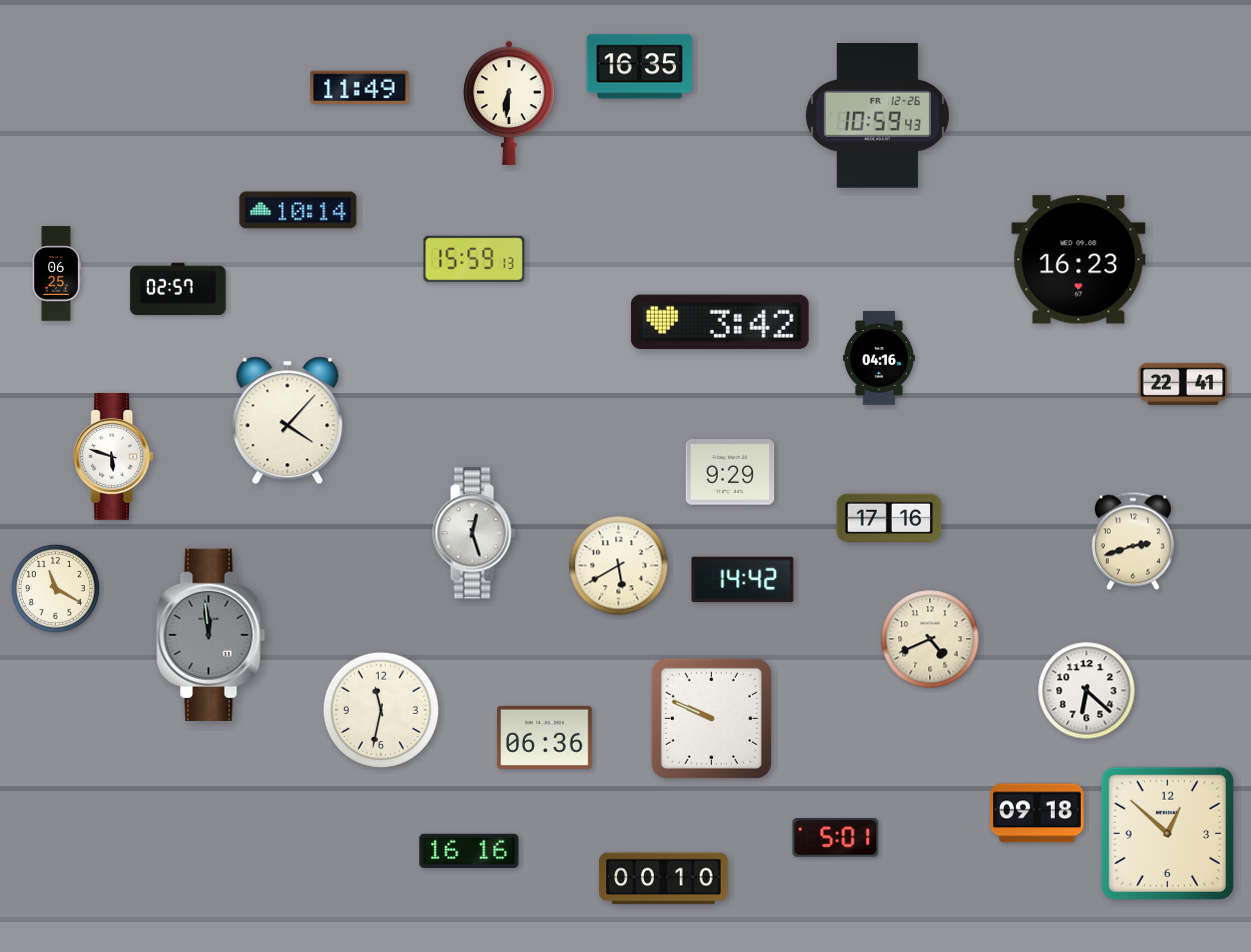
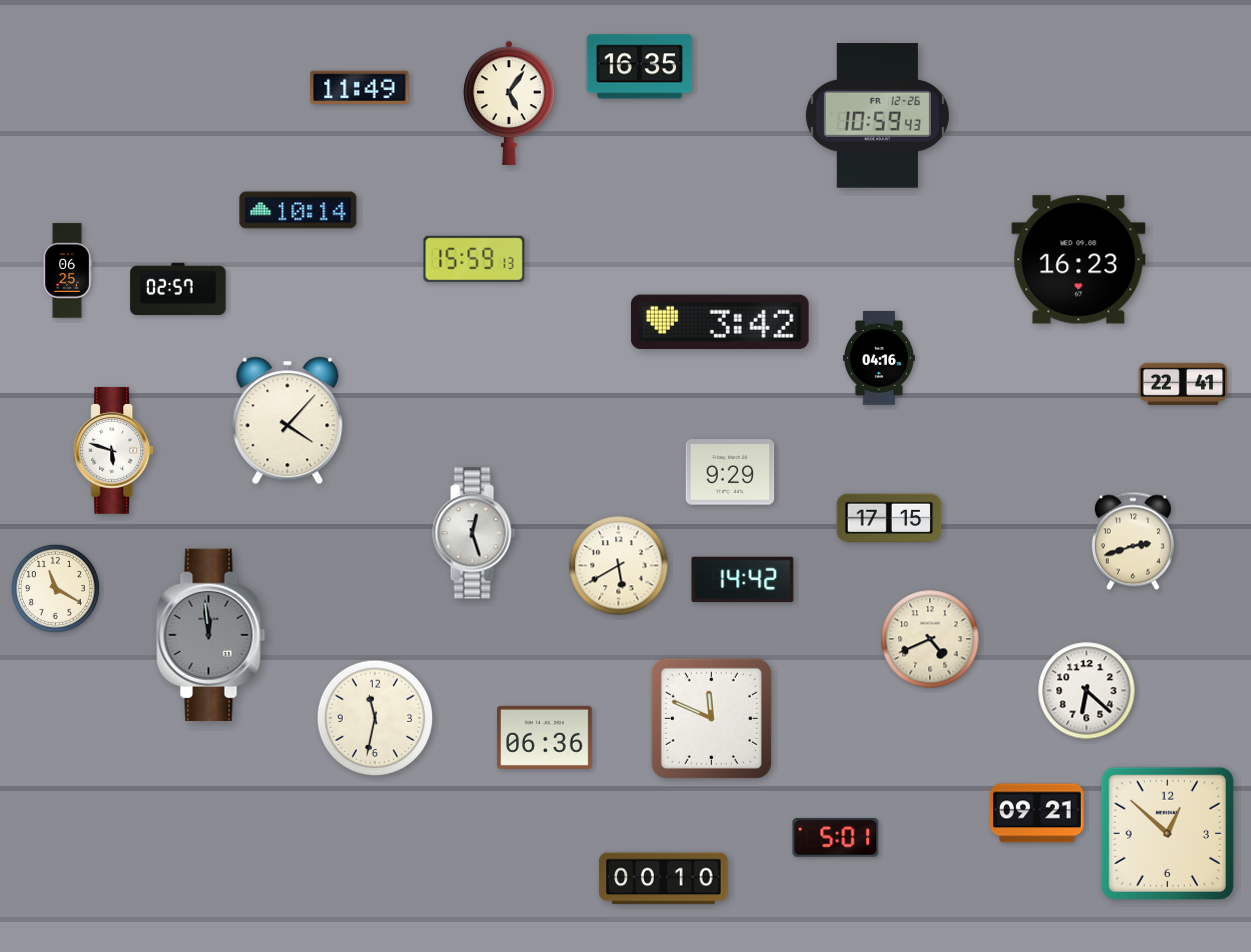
clock at (509, 103): 6:31 -> 5:06
clock at (56, 274) position: (56, 274) -> (67, 271)
clock at (114, 456) position: (114, 456) -> (114, 450)
clock at (889, 518): 17:16 -> 17:15
clock at (381, 710) position: (381, 710) -> (375, 718)
clock at (711, 718): 9:49 -> 11:49
clock at (1038, 813): 09:18 -> 09:21
clock at (469, 851): 16:16 -> none
